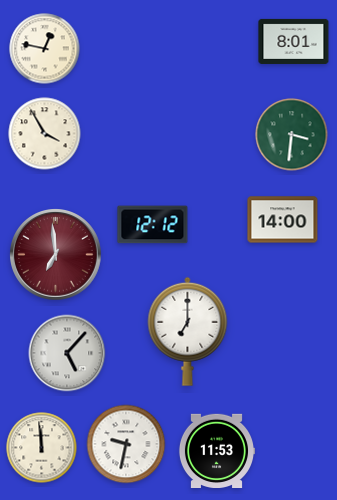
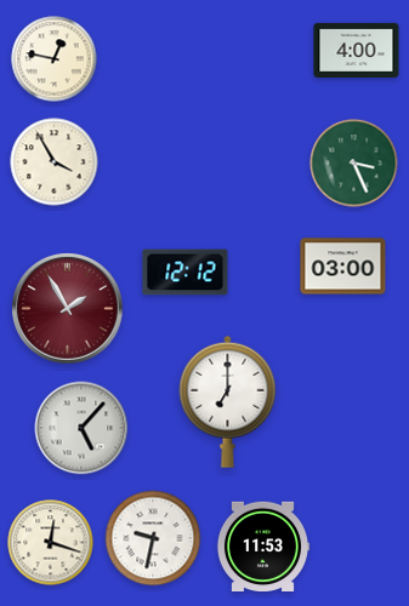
clock at (294, 41): 8:01 -> 4:00
clock at (292, 135): 3:31 -> 3:26
clock at (283, 220): 14:00 -> 03:00
clock at (56, 255): 6:59 -> 1:55
clock at (42, 448): 11:59 -> 12:18
